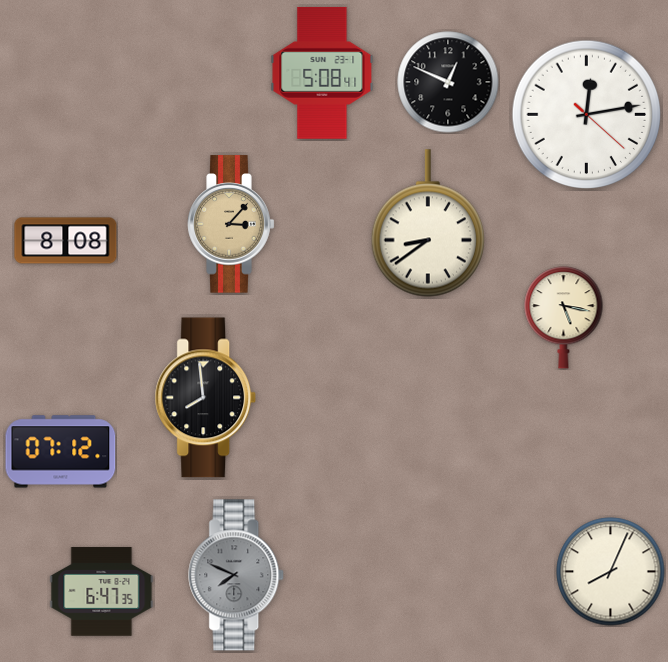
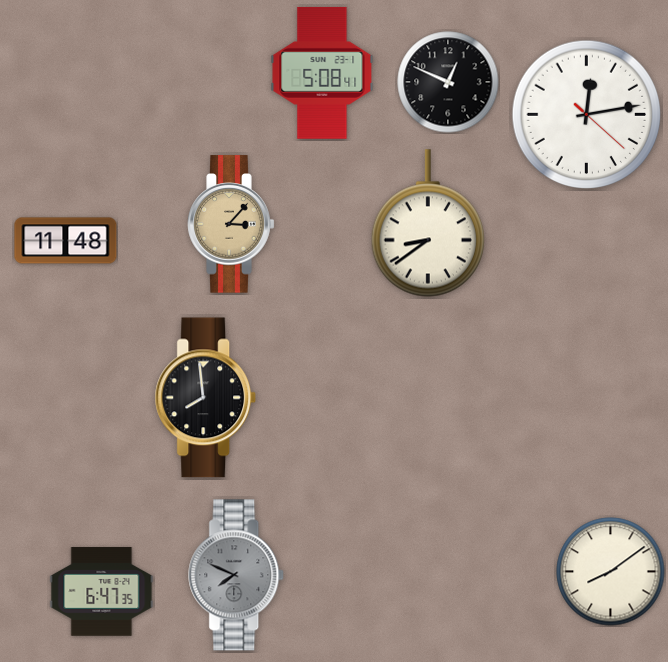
clock at (66, 241): 8:08 -> 11:48
clock at (564, 318): 5:17 -> none
clock at (61, 452): 07:12 -> none
clock at (611, 572): 8:04 -> 8:09
